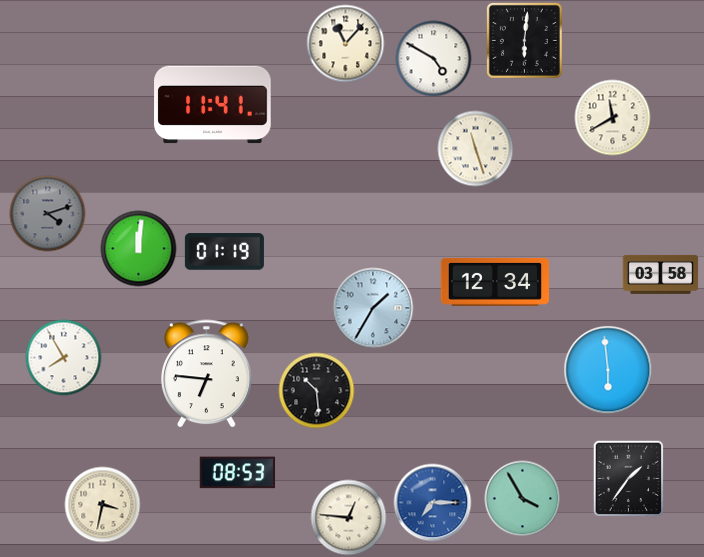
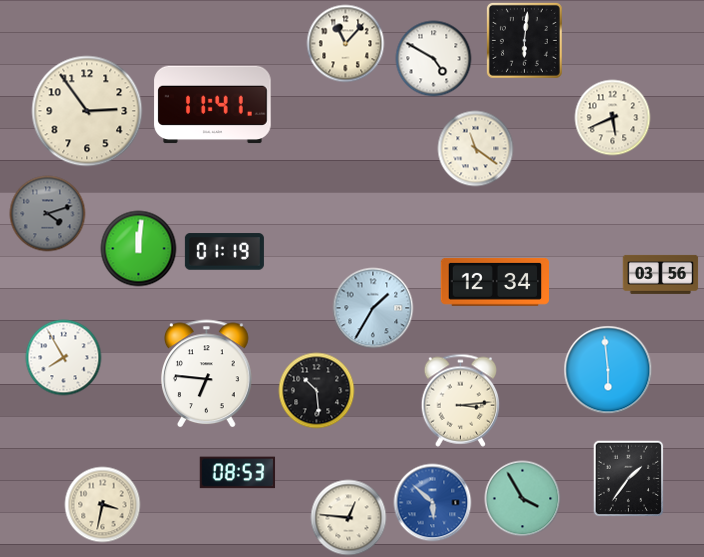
clock at (87, 111): none -> 2:54
clock at (613, 118): 11:40 -> 5:41
clock at (476, 149): 11:27 -> 11:21
clock at (661, 274): 03:58 -> 03:56
clock at (461, 400): none -> 3:14
clock at (433, 503): 7:15 -> 5:52
